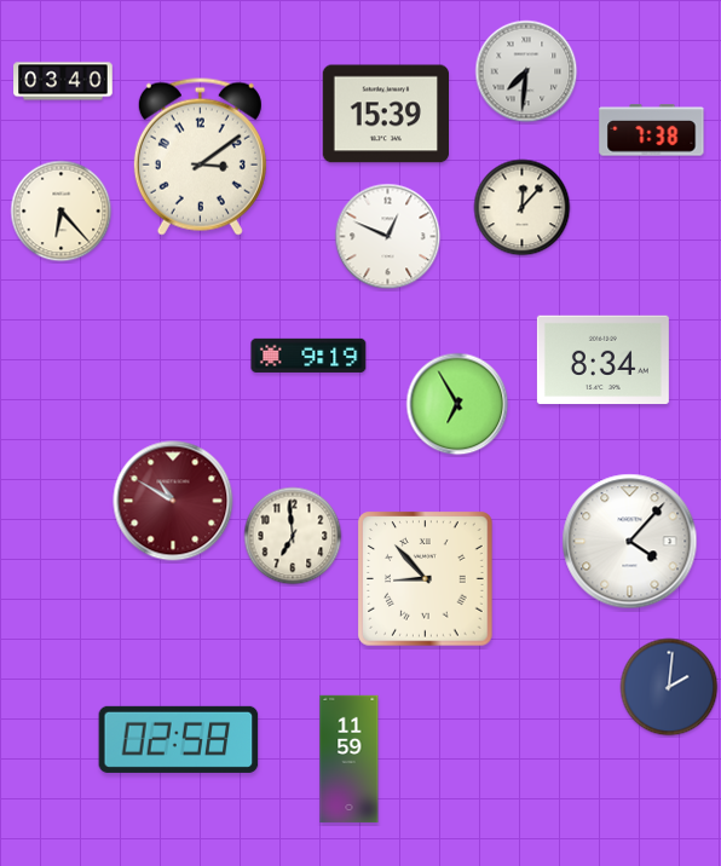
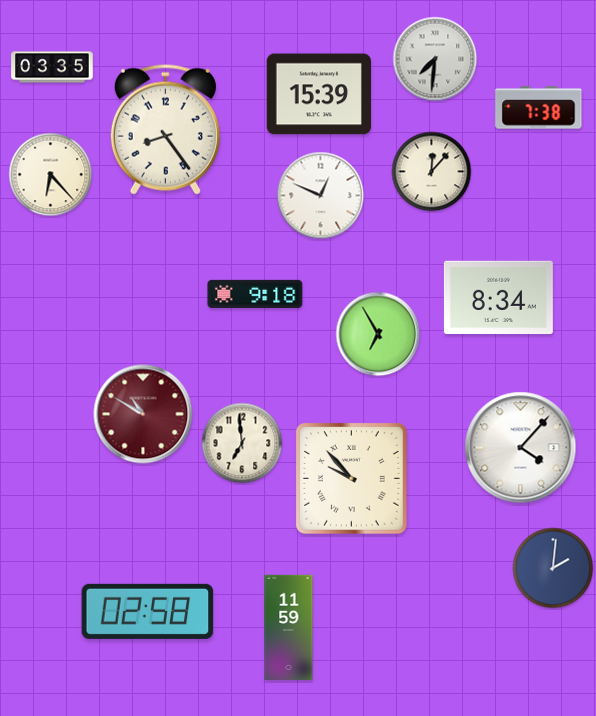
clock at (63, 81): 03:40 -> 03:35
clock at (200, 156): 3:09 -> 8:24
clock at (308, 356): 9:19 -> 9:18
clock at (426, 579): 8:53 -> 9:53
